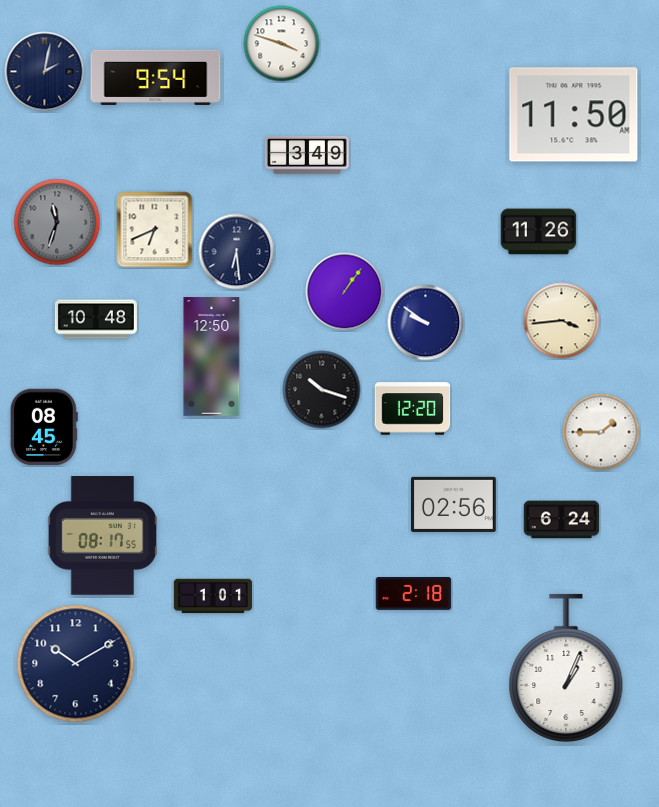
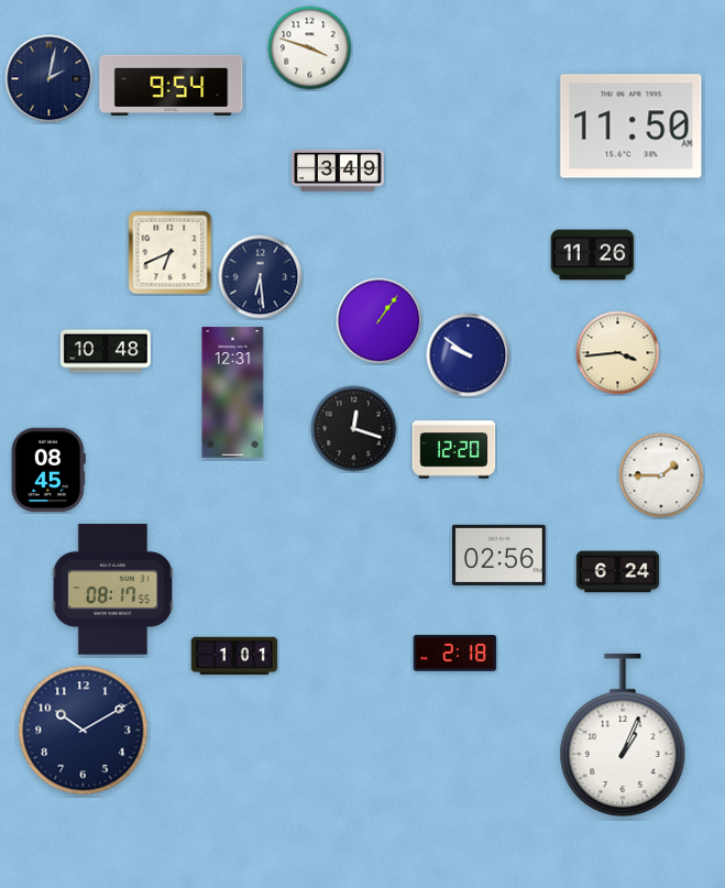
clock at (57, 222): 11:33 -> none
clock at (212, 357): 12:50 -> 12:31
clock at (322, 390): 10:18 -> 12:18
